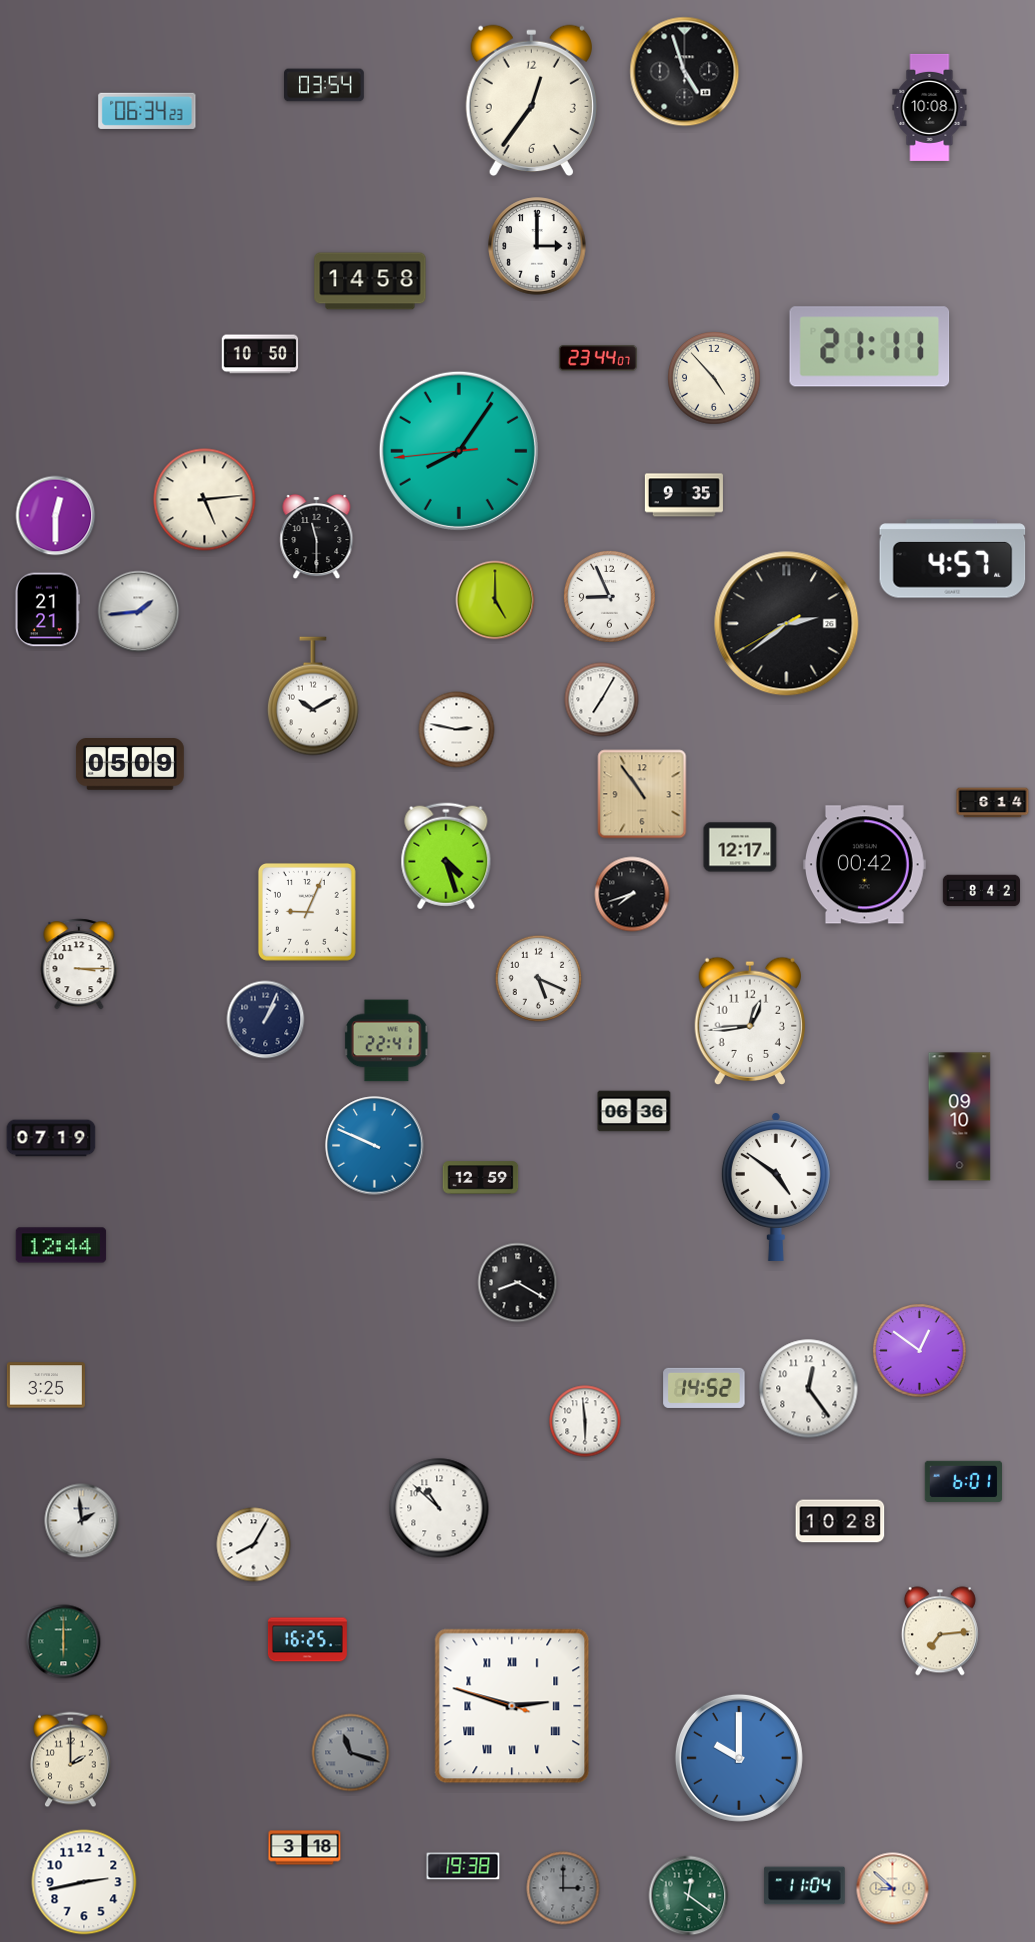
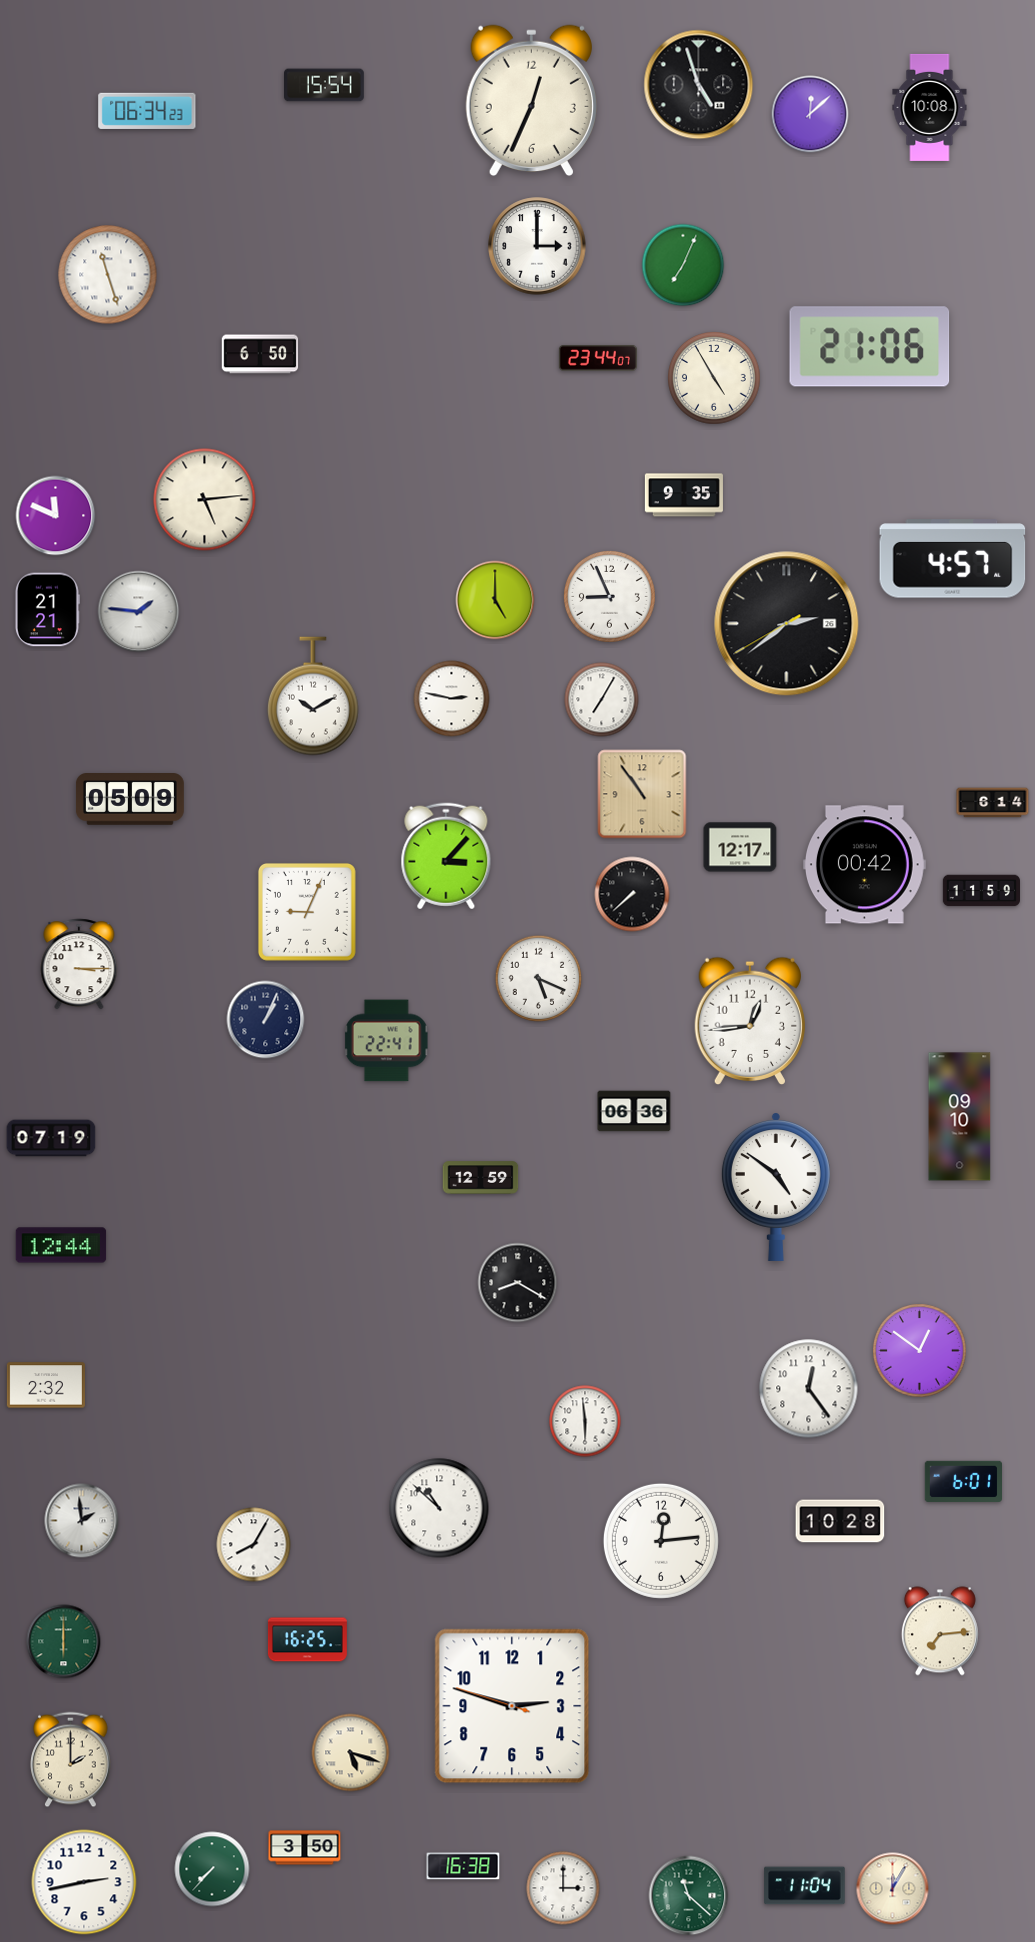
clock at (685, 72) position: (685, 72) -> (699, 85)
clock at (325, 85): 03:54 -> 15:54
clock at (531, 101): 12:36 -> 12:34
clock at (810, 114): none -> 12:08
clock at (683, 265): none -> 7:04
clock at (108, 275): none -> 11:27
clock at (370, 281): 14:58 -> none
clock at (870, 347): 21:11 -> 21:06
clock at (260, 354): 10:50 -> 6:50
clock at (715, 379): 4:53 -> 4:55
clock at (459, 451): 8:05 -> none
clock at (56, 516): 12:30 -> 11:49
clock at (317, 537): 11:30 -> none
clock at (139, 612): 1:44 -> 1:46
clock at (457, 730) position: (457, 730) -> (452, 699)
clock at (130, 765) position: (130, 765) -> (130, 800)
clock at (446, 856): 4:27 -> 3:07
clock at (981, 891): 8:42 -> 11:59
clock at (632, 894): 7:42 -> 7:38
clock at (375, 1146): 9:49 -> none
clock at (46, 1385): 3:25 -> 2:32
clock at (704, 1388): 14:52 -> none
clock at (661, 1541): none -> 12:14
clock at (512, 1706) numerals: Roman -> Arabic
clock at (351, 1753): 11:18 -> 5:18
clock at (351, 1753) dial: grey -> cream
clock at (739, 1758): 10:00 -> none
clock at (305, 1848): 3:18 -> 3:50
clock at (463, 1866): 19:38 -> 16:38
clock at (212, 1869): none -> 7:37
clock at (563, 1888) dial: grey -> white
clock at (893, 1889): 8:52 -> 12:05
clock at (689, 1896): 12:21 -> 11:22
